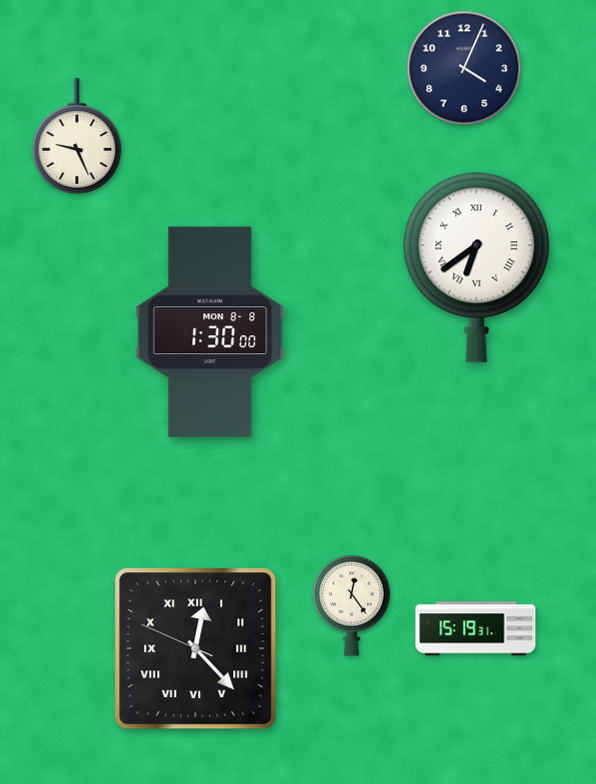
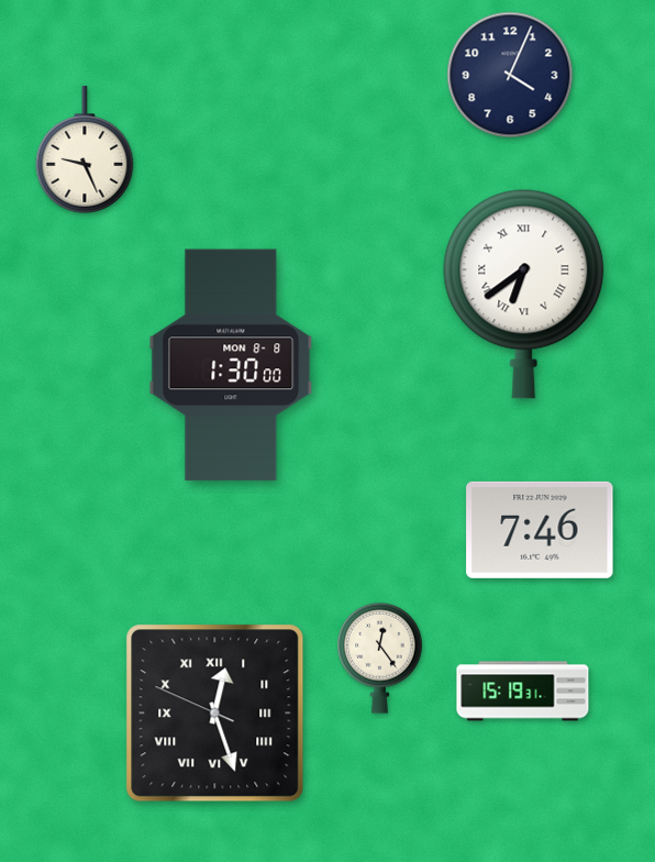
clock at (540, 530): none -> 7:46
clock at (352, 605) position: (352, 605) -> (380, 657)
clock at (196, 649): 12:22 -> 12:26
